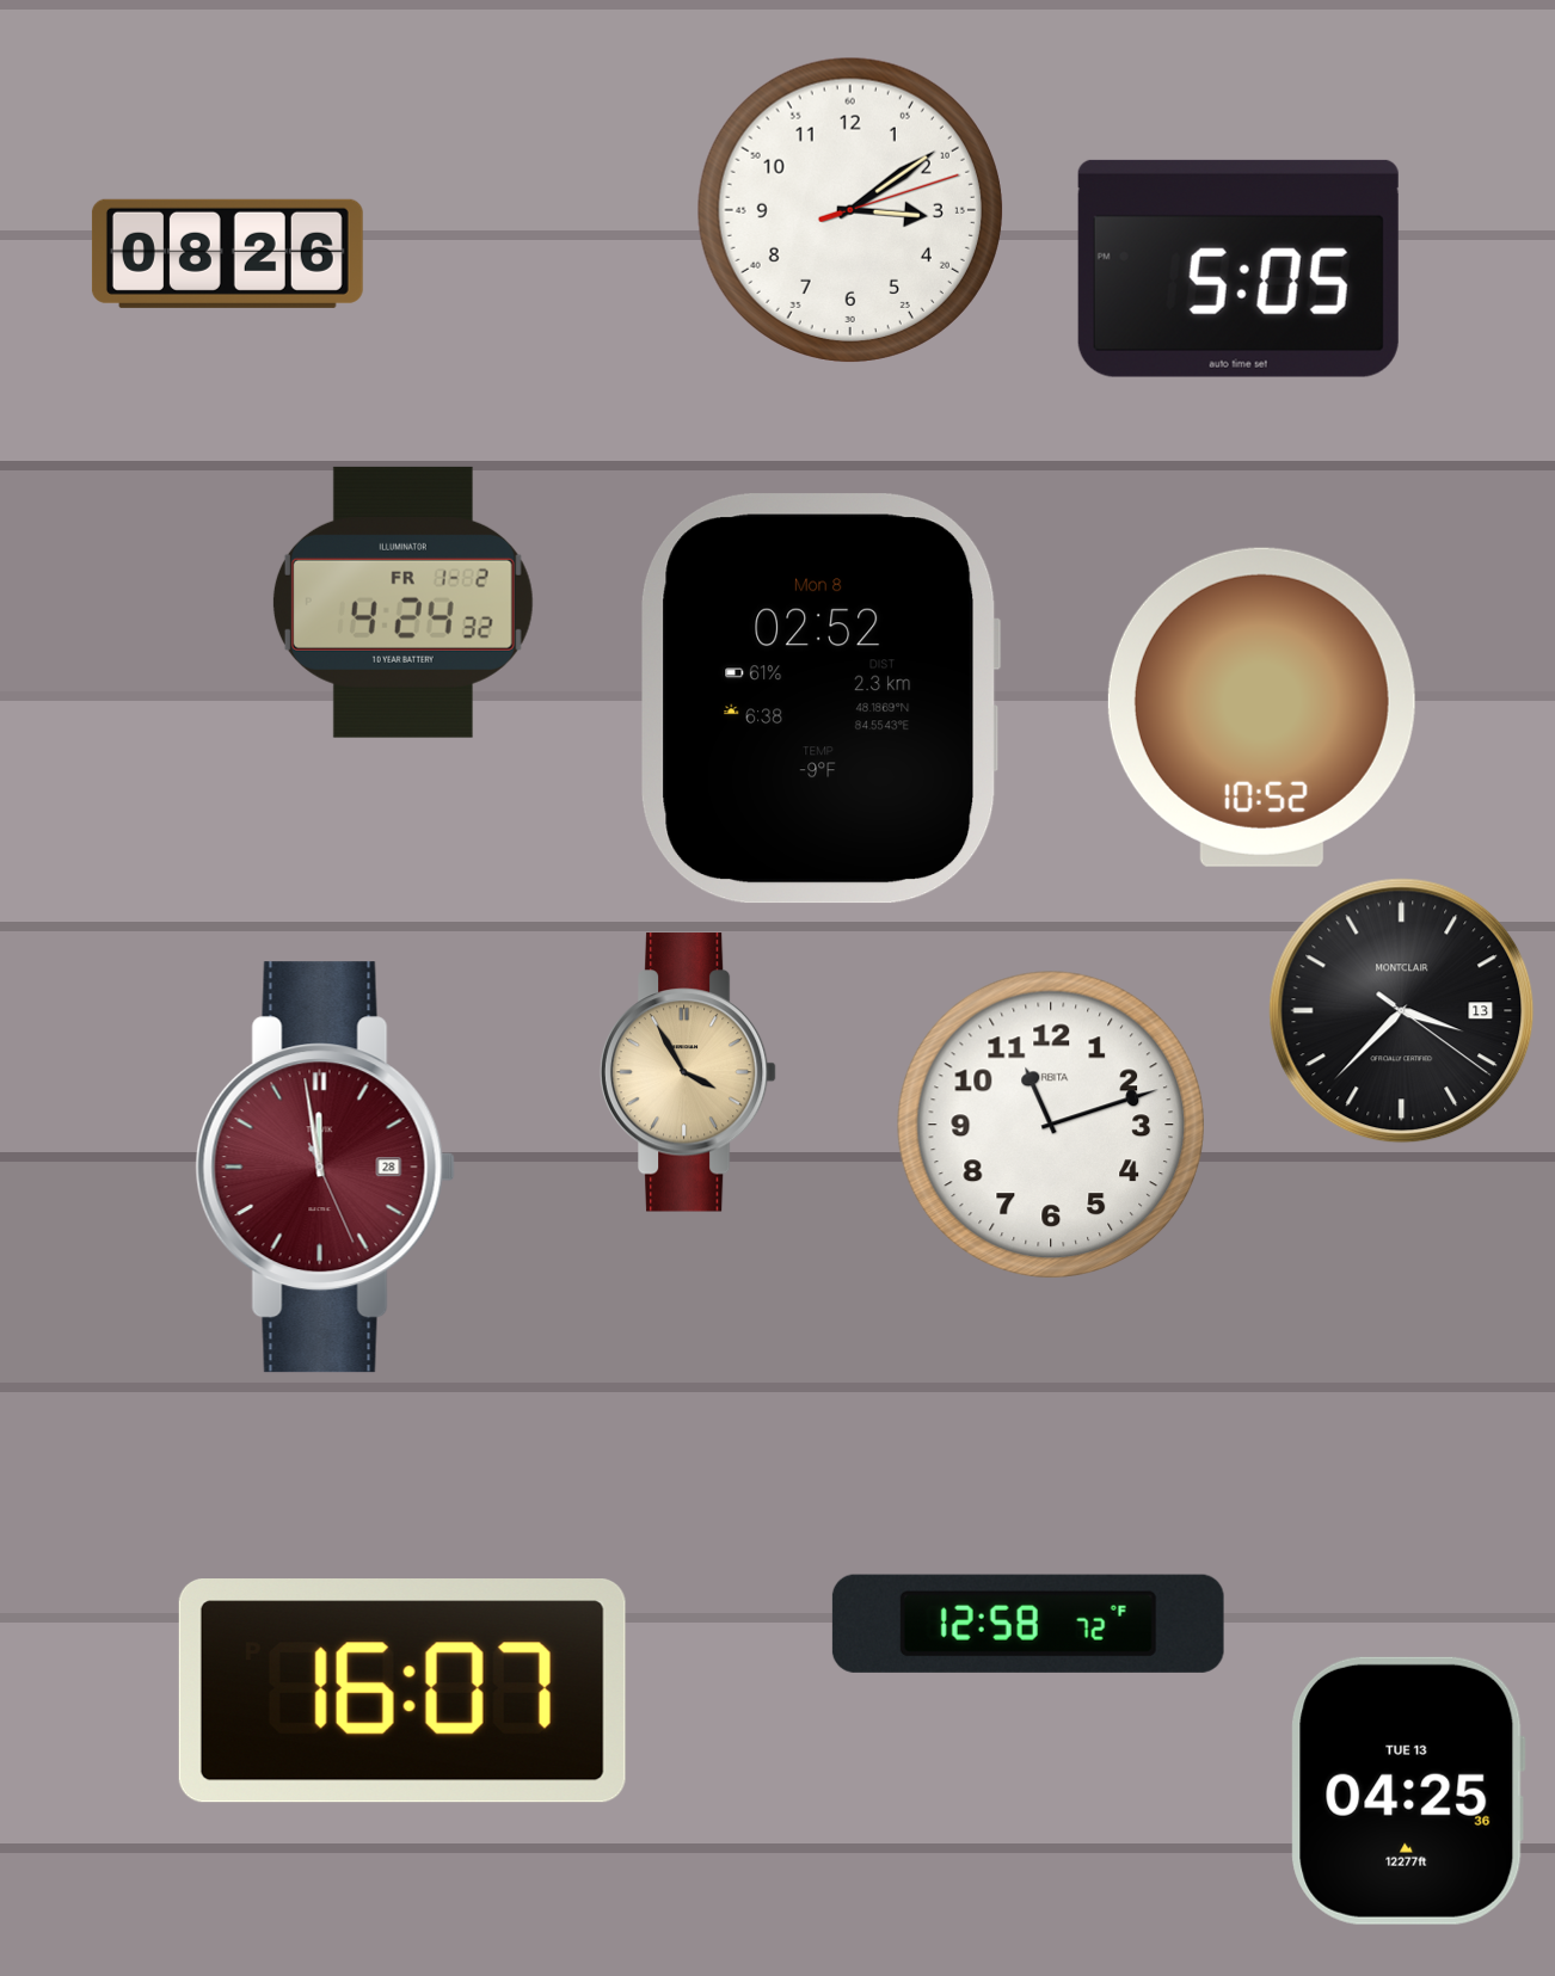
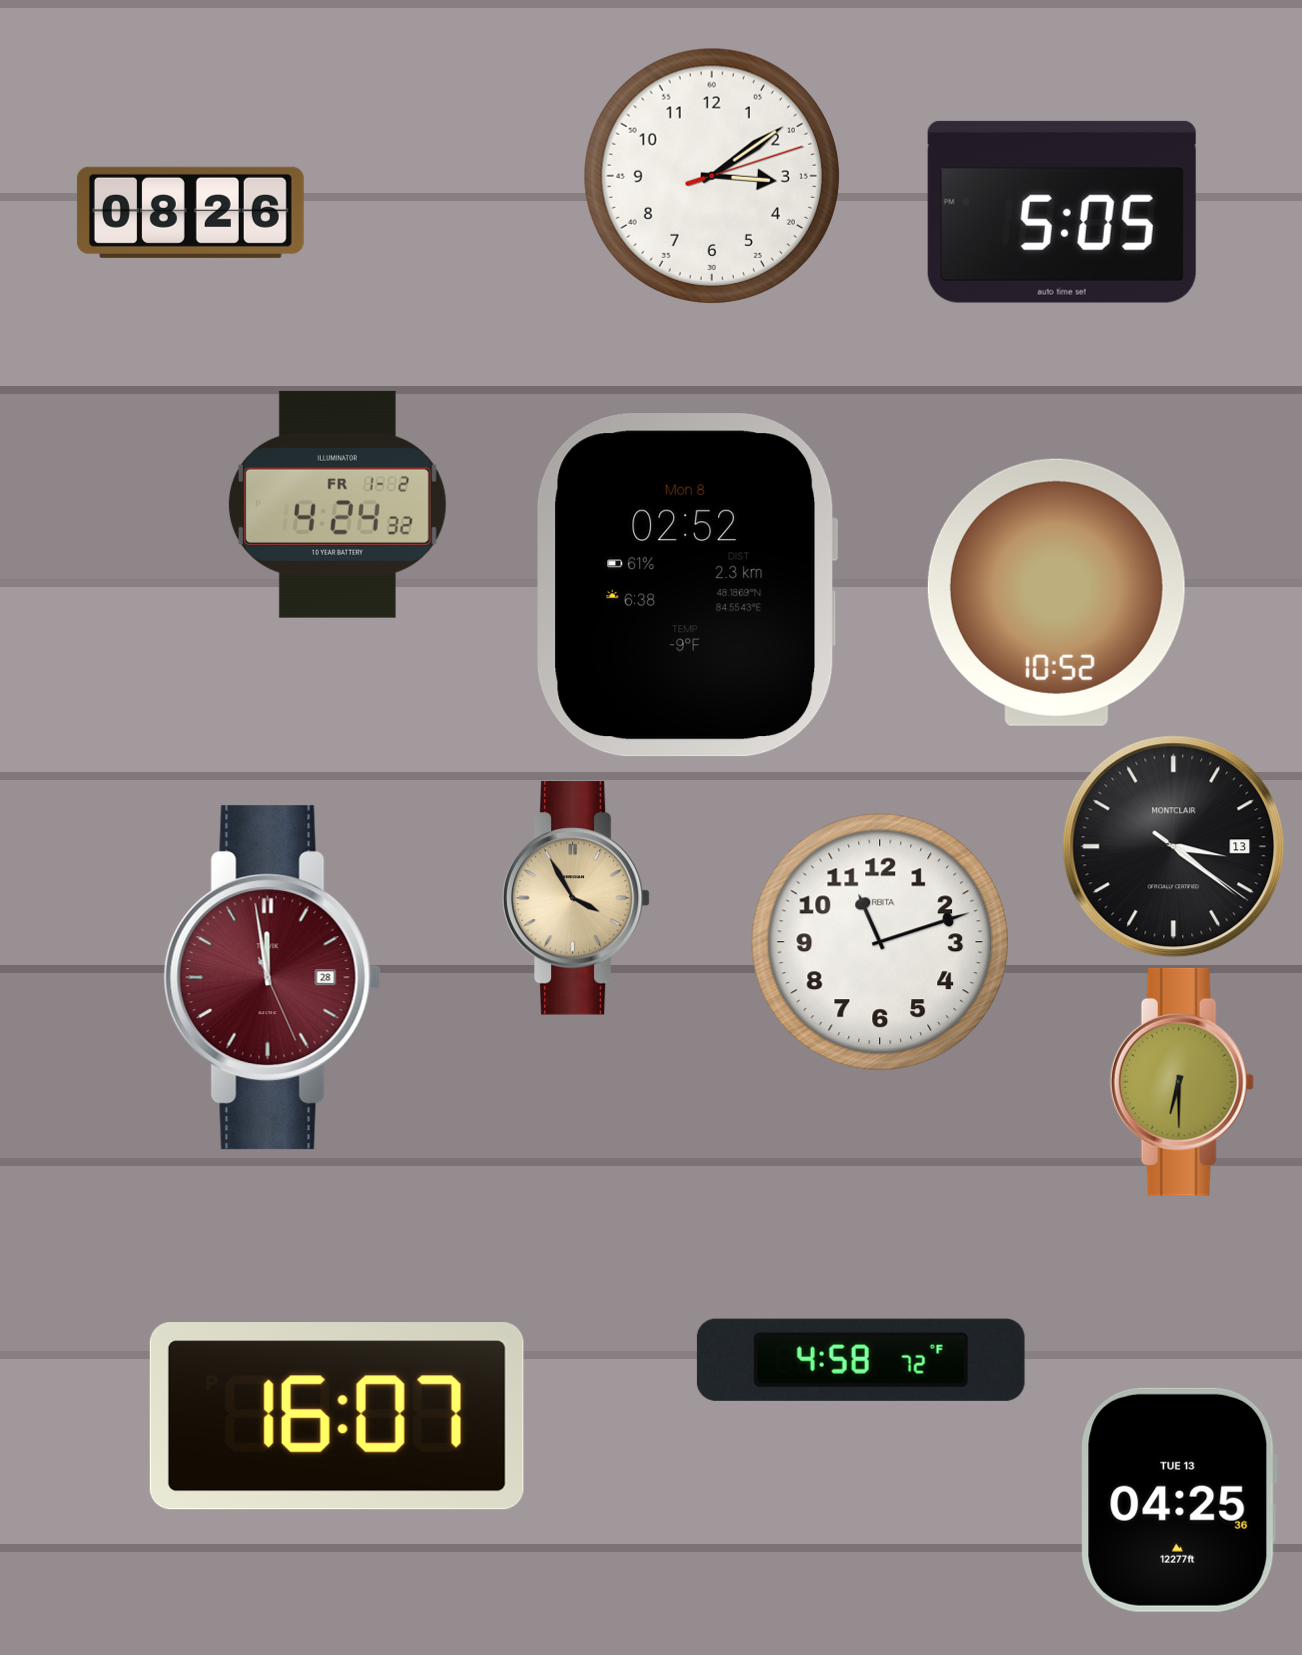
clock at (1239, 269) position: (1239, 269) -> (1062, 212)
clock at (1402, 1011): 3:37 -> 3:21
clock at (1182, 1082): none -> 6:30
clock at (1028, 1624): 12:58 -> 4:58
